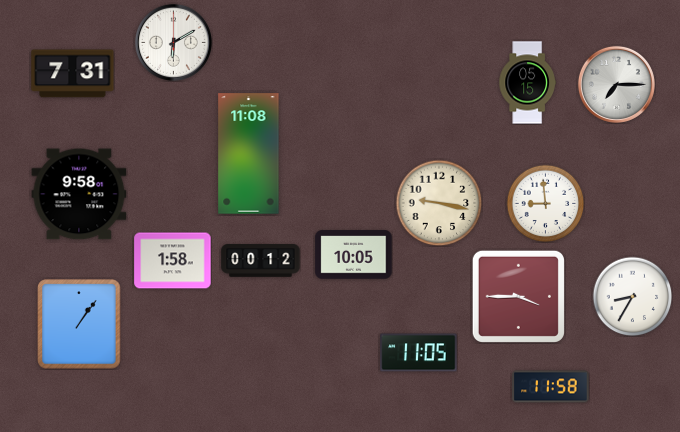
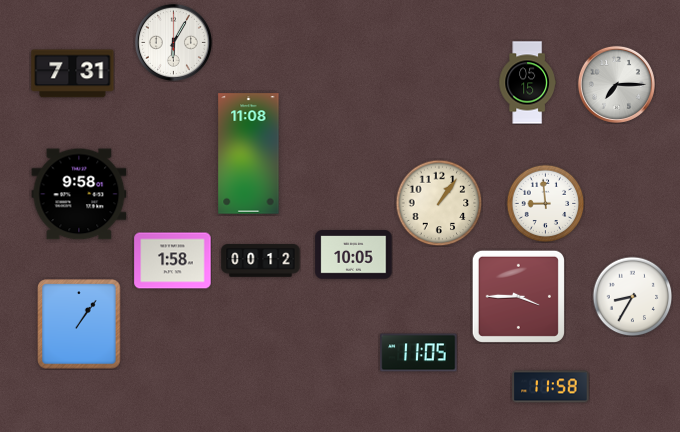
clock at (173, 42): 6:10 -> 6:05
clock at (439, 203): 9:17 -> 1:06
